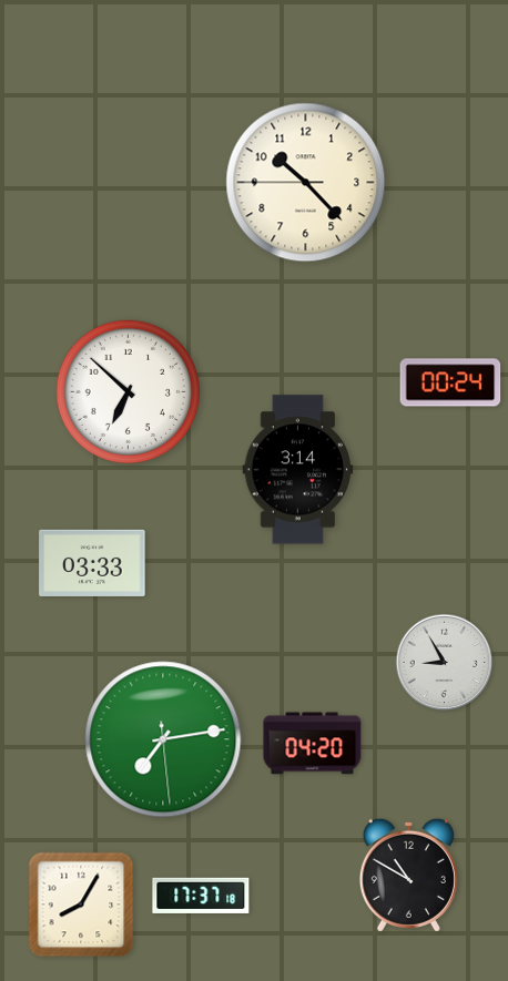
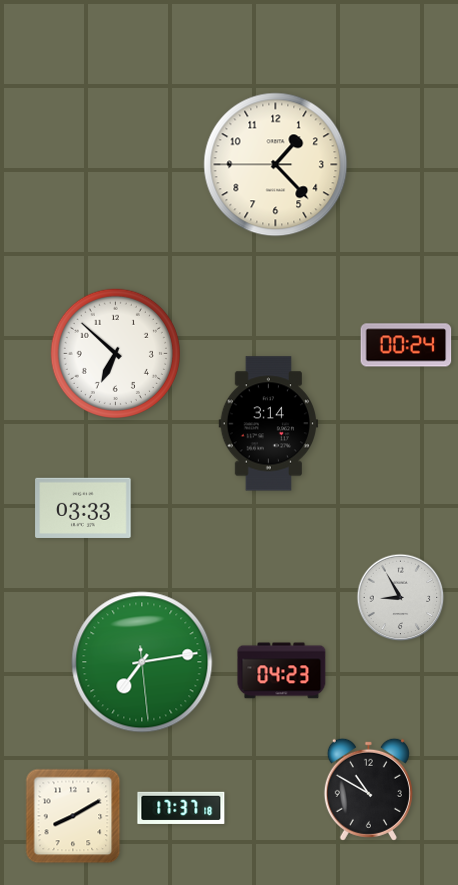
clock at (306, 183): 10:22 -> 1:22
clock at (163, 739) position: (163, 739) -> (142, 662)
clock at (313, 744): 04:20 -> 04:23
clock at (81, 905): 8:05 -> 8:10
